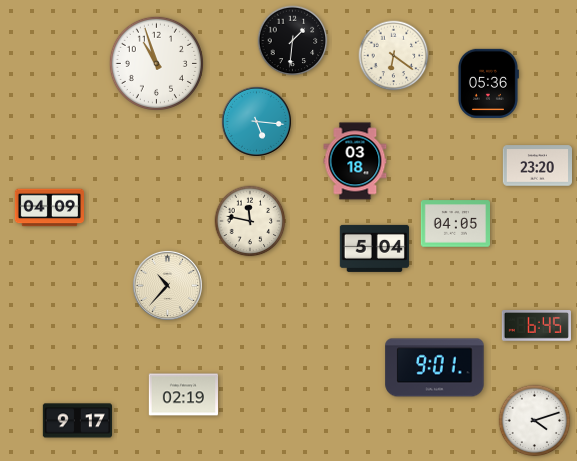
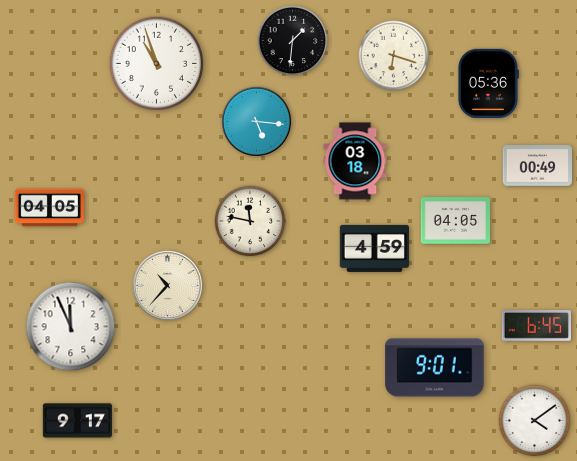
clock at (394, 56): 6:21 -> 6:18
clock at (537, 166): 23:20 -> 00:49
clock at (49, 208): 04:09 -> 04:05
clock at (455, 224) position: (455, 224) -> (455, 221)
clock at (374, 248): 5:04 -> 4:59
clock at (71, 327): none -> 11:56
clock at (183, 395): 02:19 -> none
clock at (535, 421): 4:12 -> 4:09
